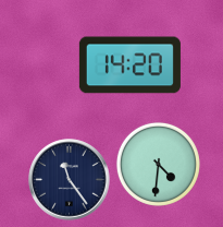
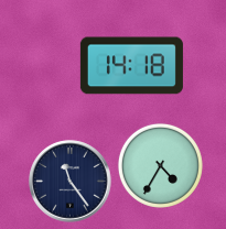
clock at (129, 65): 14:20 -> 14:18
clock at (158, 164): 4:31 -> 4:35
